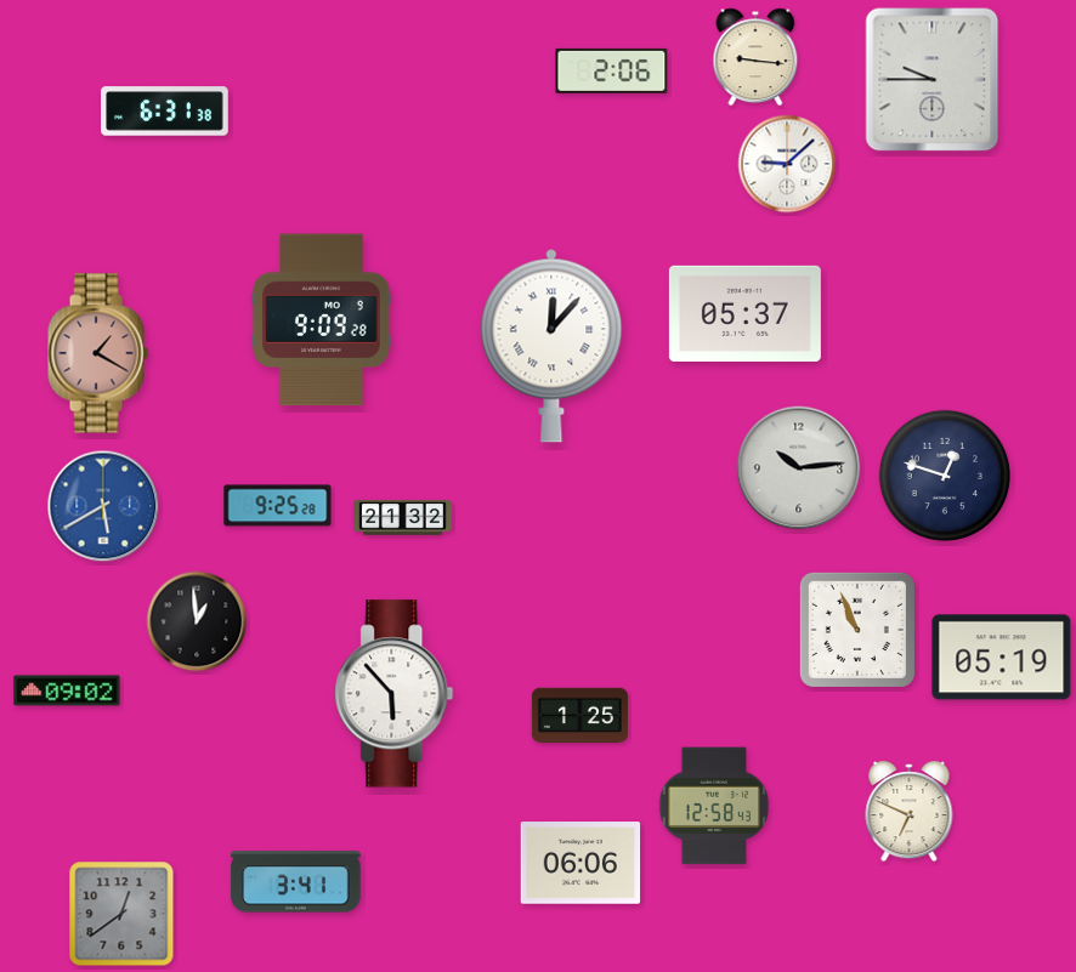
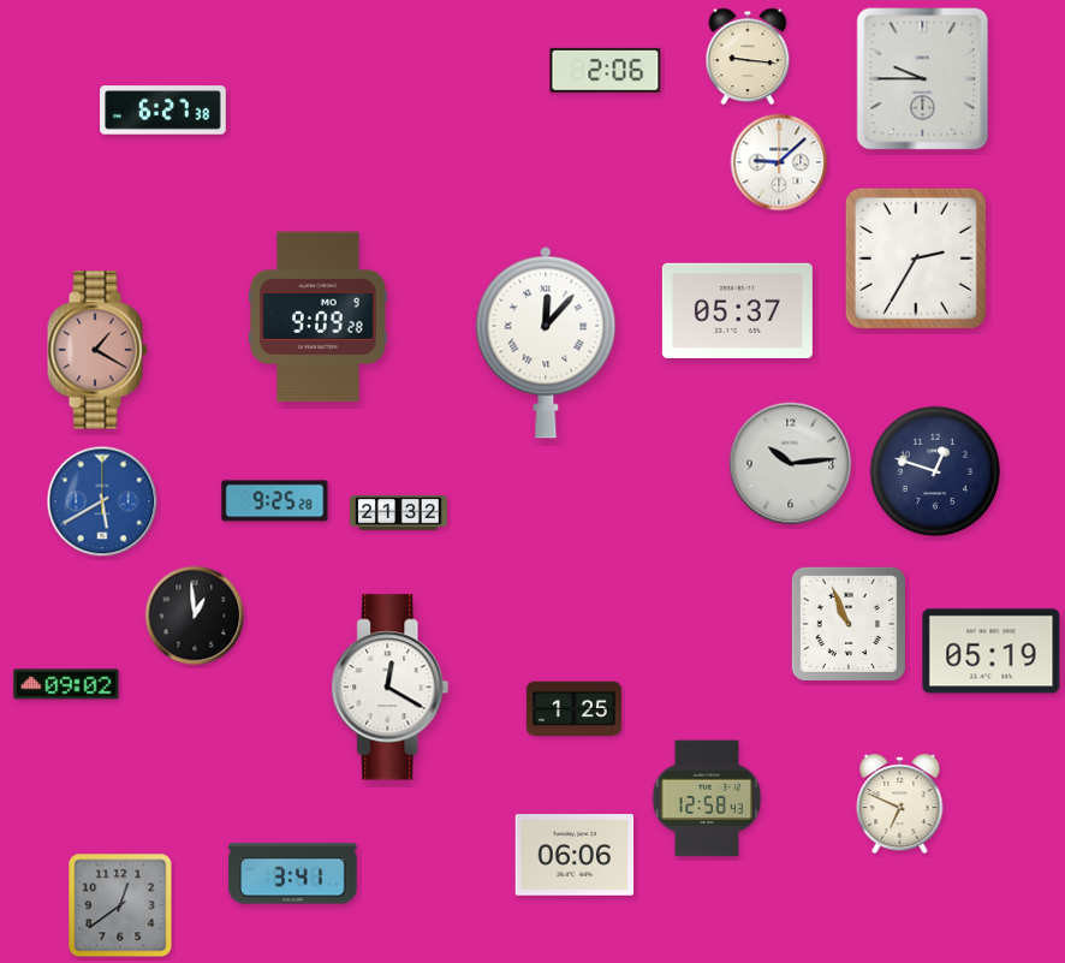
clock at (165, 112): 6:31 -> 6:27
clock at (916, 258): none -> 2:35
clock at (395, 694): 5:53 -> 12:20
